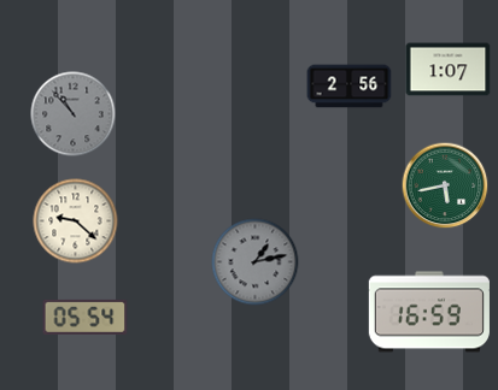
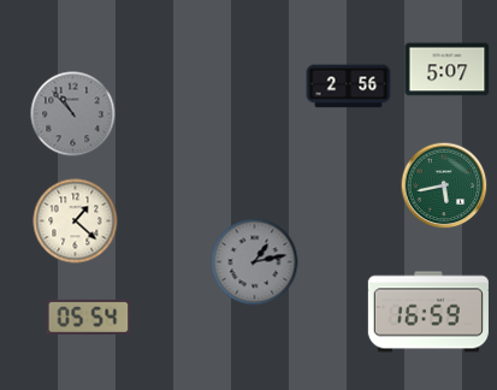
clock at (449, 70): 1:07 -> 5:07
clock at (76, 221): 9:22 -> 1:22
clock at (86, 317) position: (86, 317) -> (89, 317)
